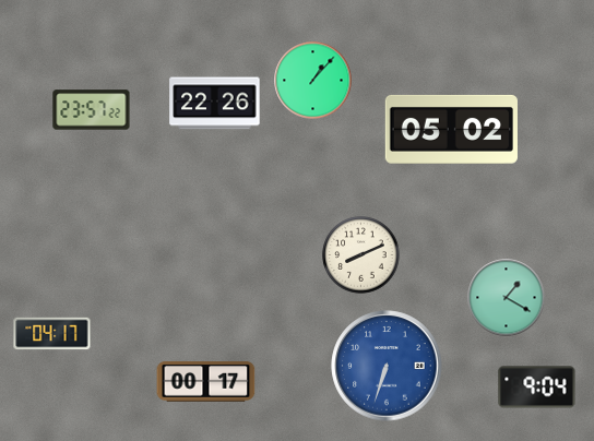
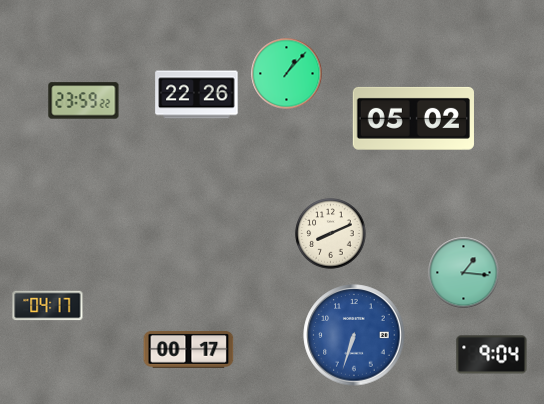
clock at (92, 110): 23:57 -> 23:59
clock at (507, 298): 1:20 -> 1:16
